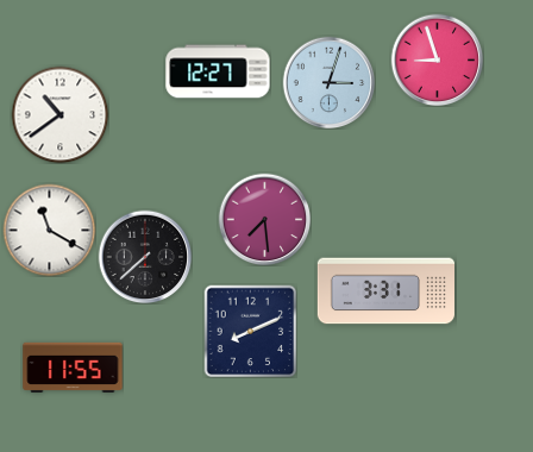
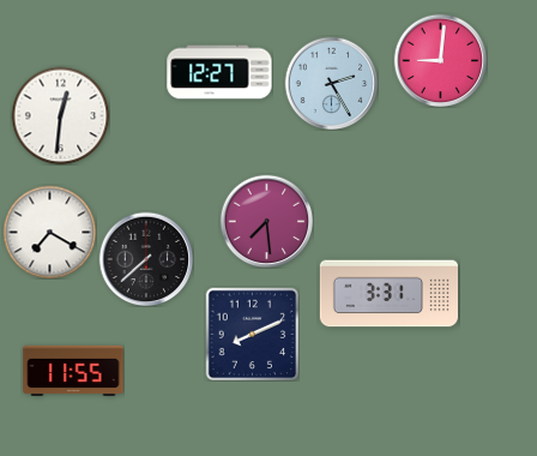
clock at (437, 59): 8:57 -> 9:01
clock at (328, 82): 3:03 -> 2:25
clock at (59, 114): 10:39 -> 12:31
clock at (49, 230): 11:20 -> 7:20
